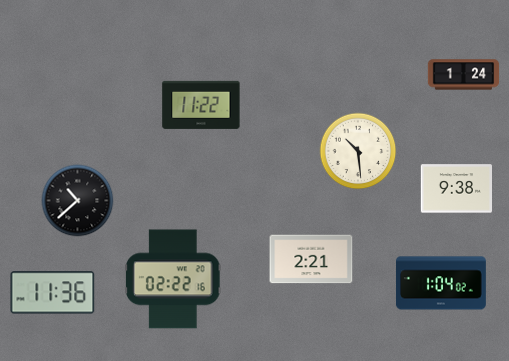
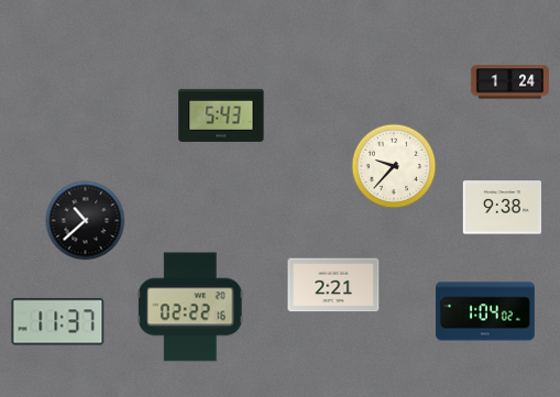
clock at (201, 105): 11:22 -> 5:43
clock at (358, 151): 10:29 -> 9:37
clock at (311, 259) position: (311, 259) -> (333, 285)
clock at (53, 293): 11:36 -> 11:37
